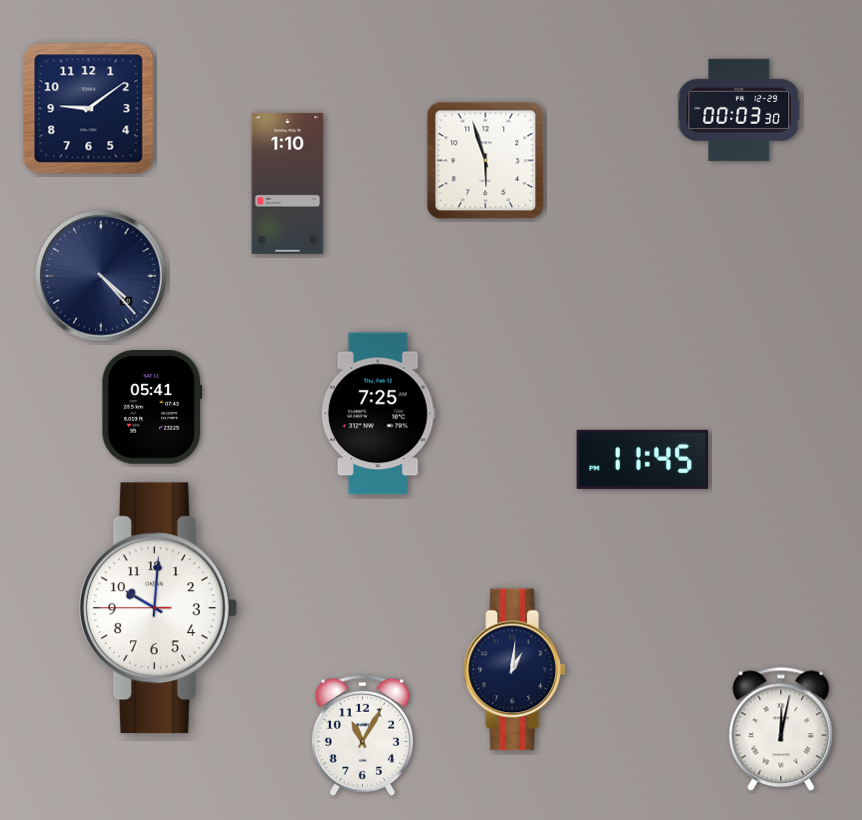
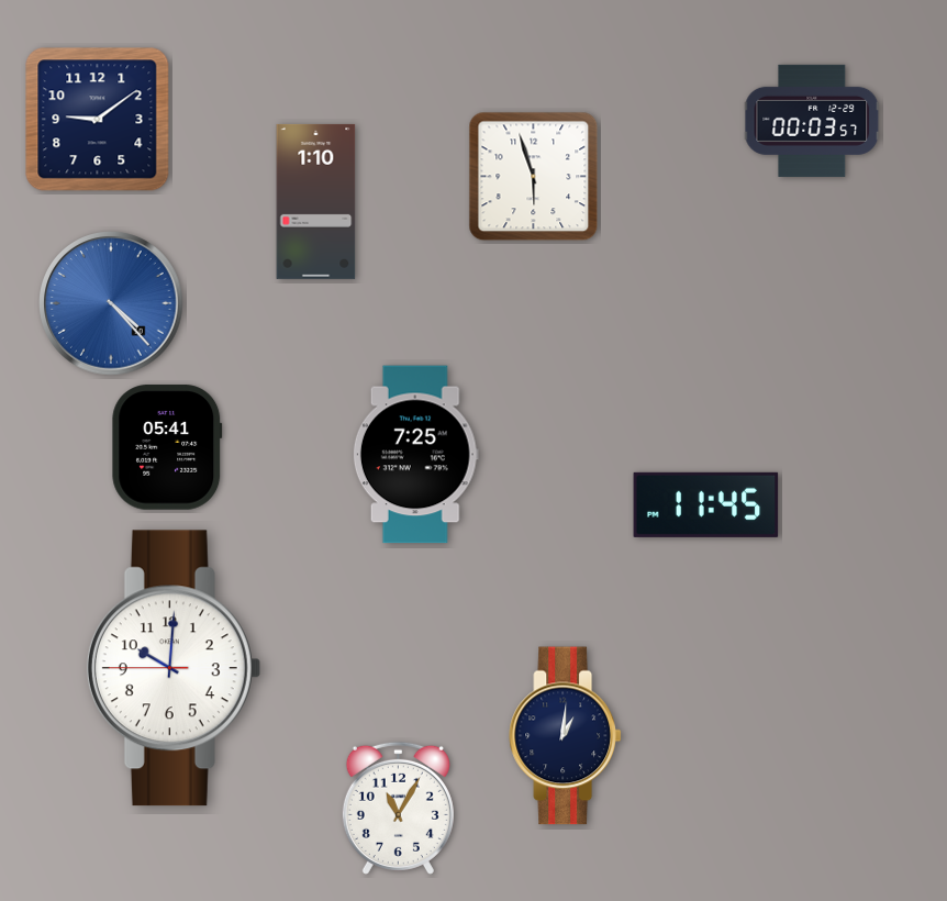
clock at (739, 110): 00:03:30 -> 00:03:57
clock at (101, 276) dial: navy -> blue
clock at (781, 729): 12:02 -> none
